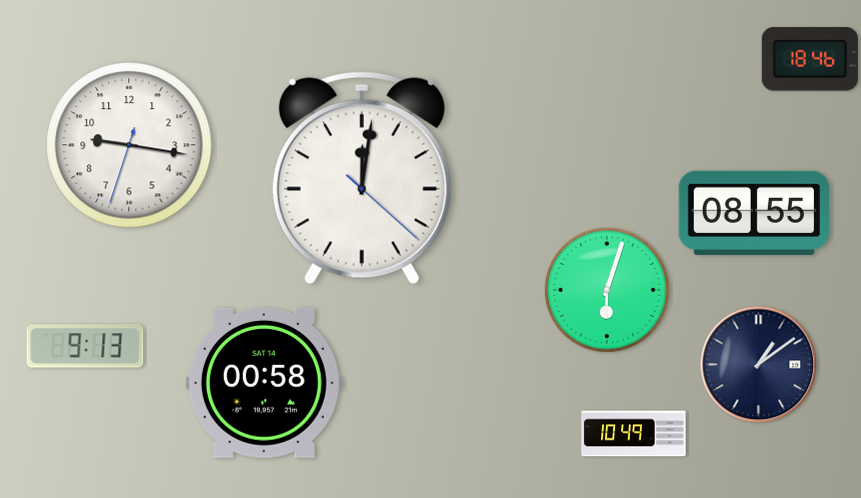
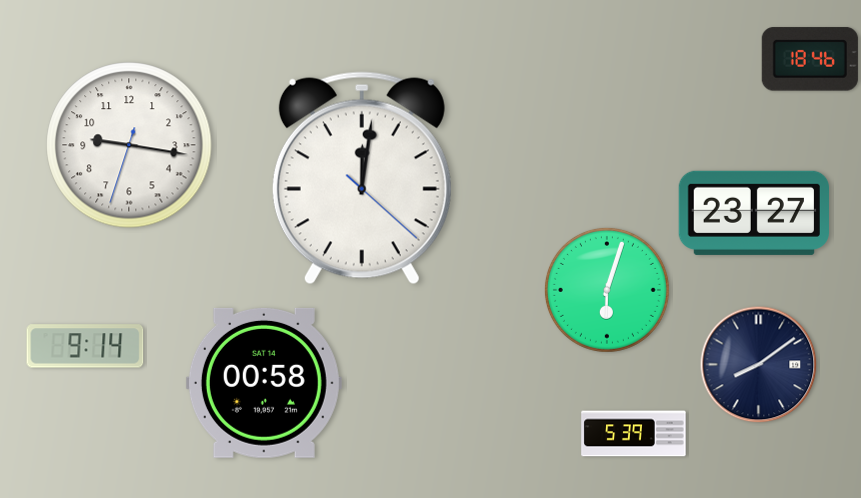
clock at (753, 213): 08:55 -> 23:27
clock at (85, 346): 9:13 -> 9:14
clock at (759, 365): 1:09 -> 8:09
clock at (634, 434): 10:49 -> 5:39
